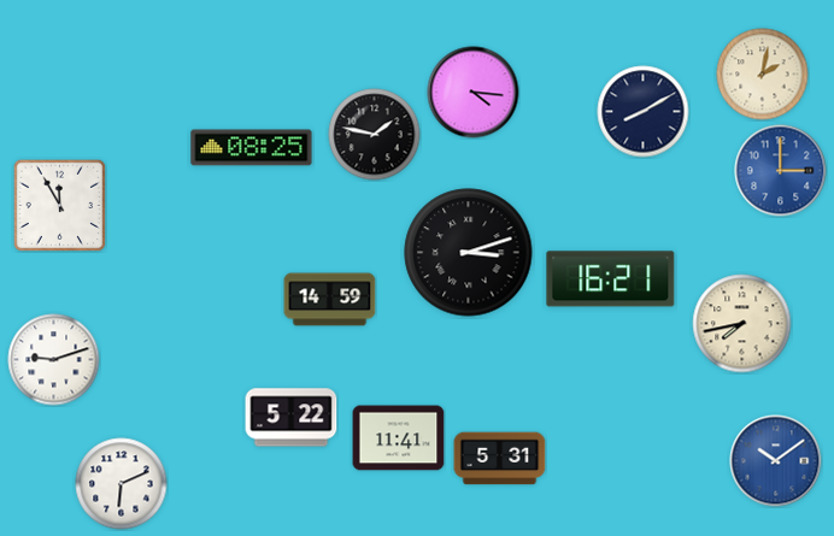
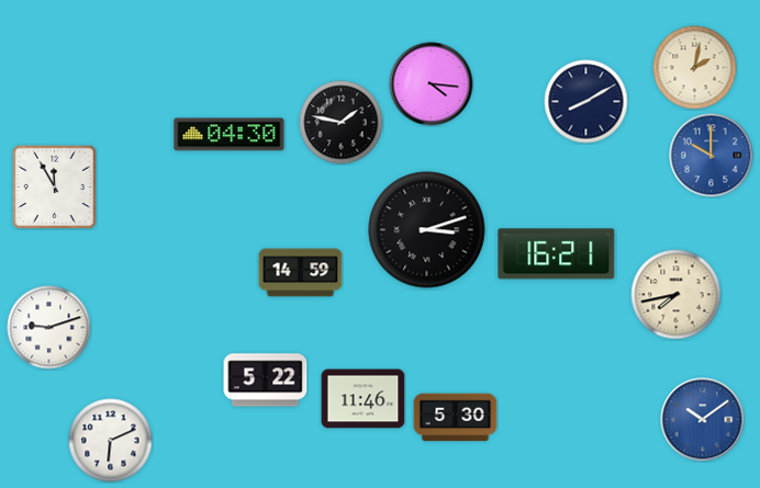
clock at (252, 148): 08:25 -> 04:30
clock at (781, 171): 3:00 -> 10:00
clock at (399, 438): 11:41 -> 11:46
clock at (500, 459): 5:31 -> 5:30
clock at (776, 461) position: (776, 461) -> (703, 420)
